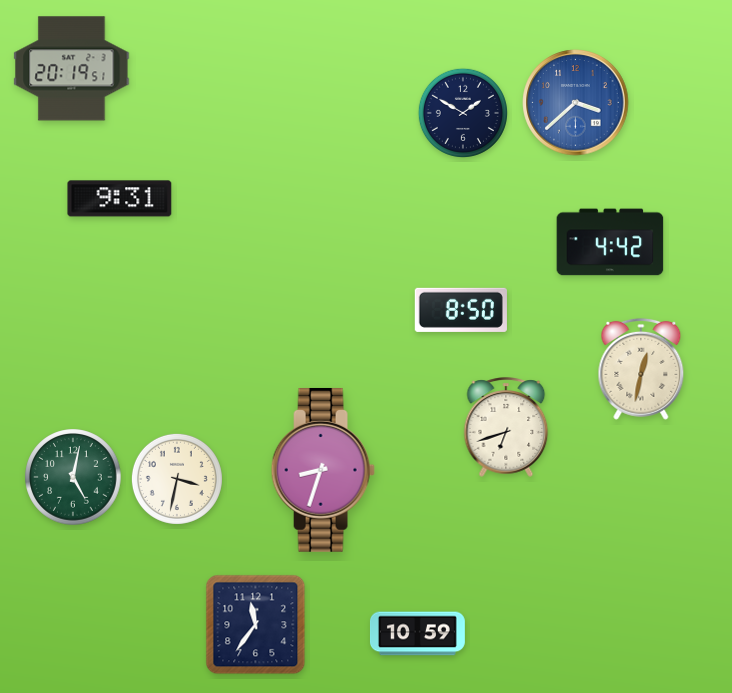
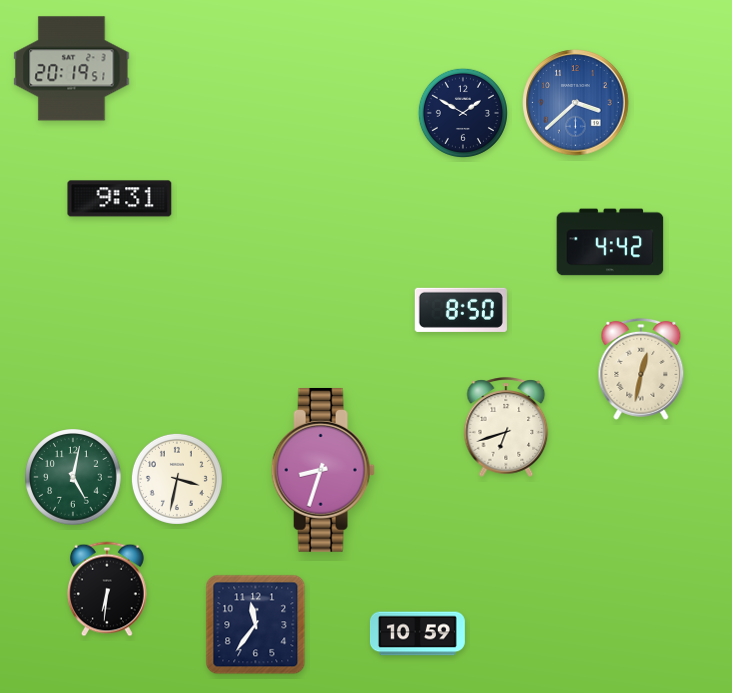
clock at (108, 589): none -> 6:31
